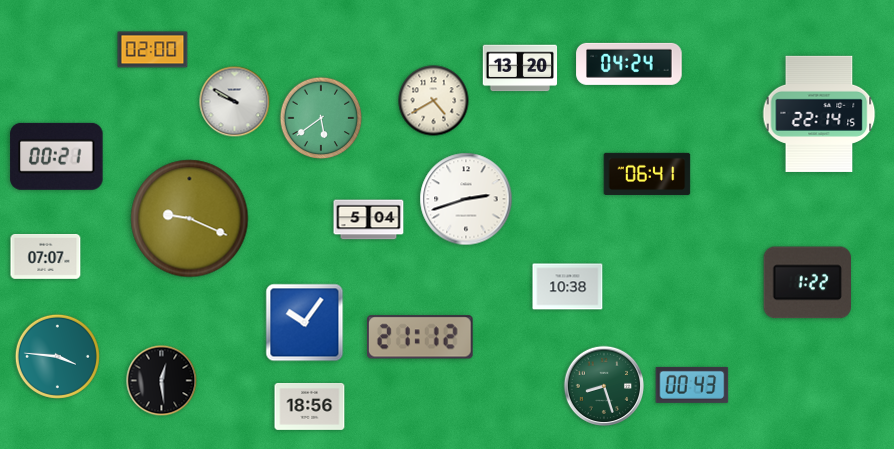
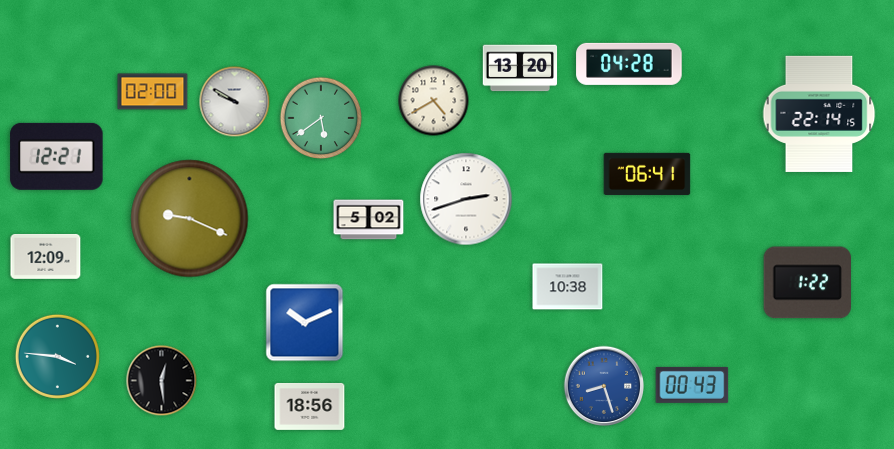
clock at (153, 50) position: (153, 50) -> (153, 92)
clock at (629, 64): 04:24 -> 04:28
clock at (57, 156): 00:21 -> 12:21
clock at (369, 220): 5:04 -> 5:02
clock at (46, 256): 07:07 -> 12:09
clock at (305, 323): 10:06 -> 10:11
clock at (421, 337): 21:12 -> none
clock at (603, 385) dial: green -> blue
